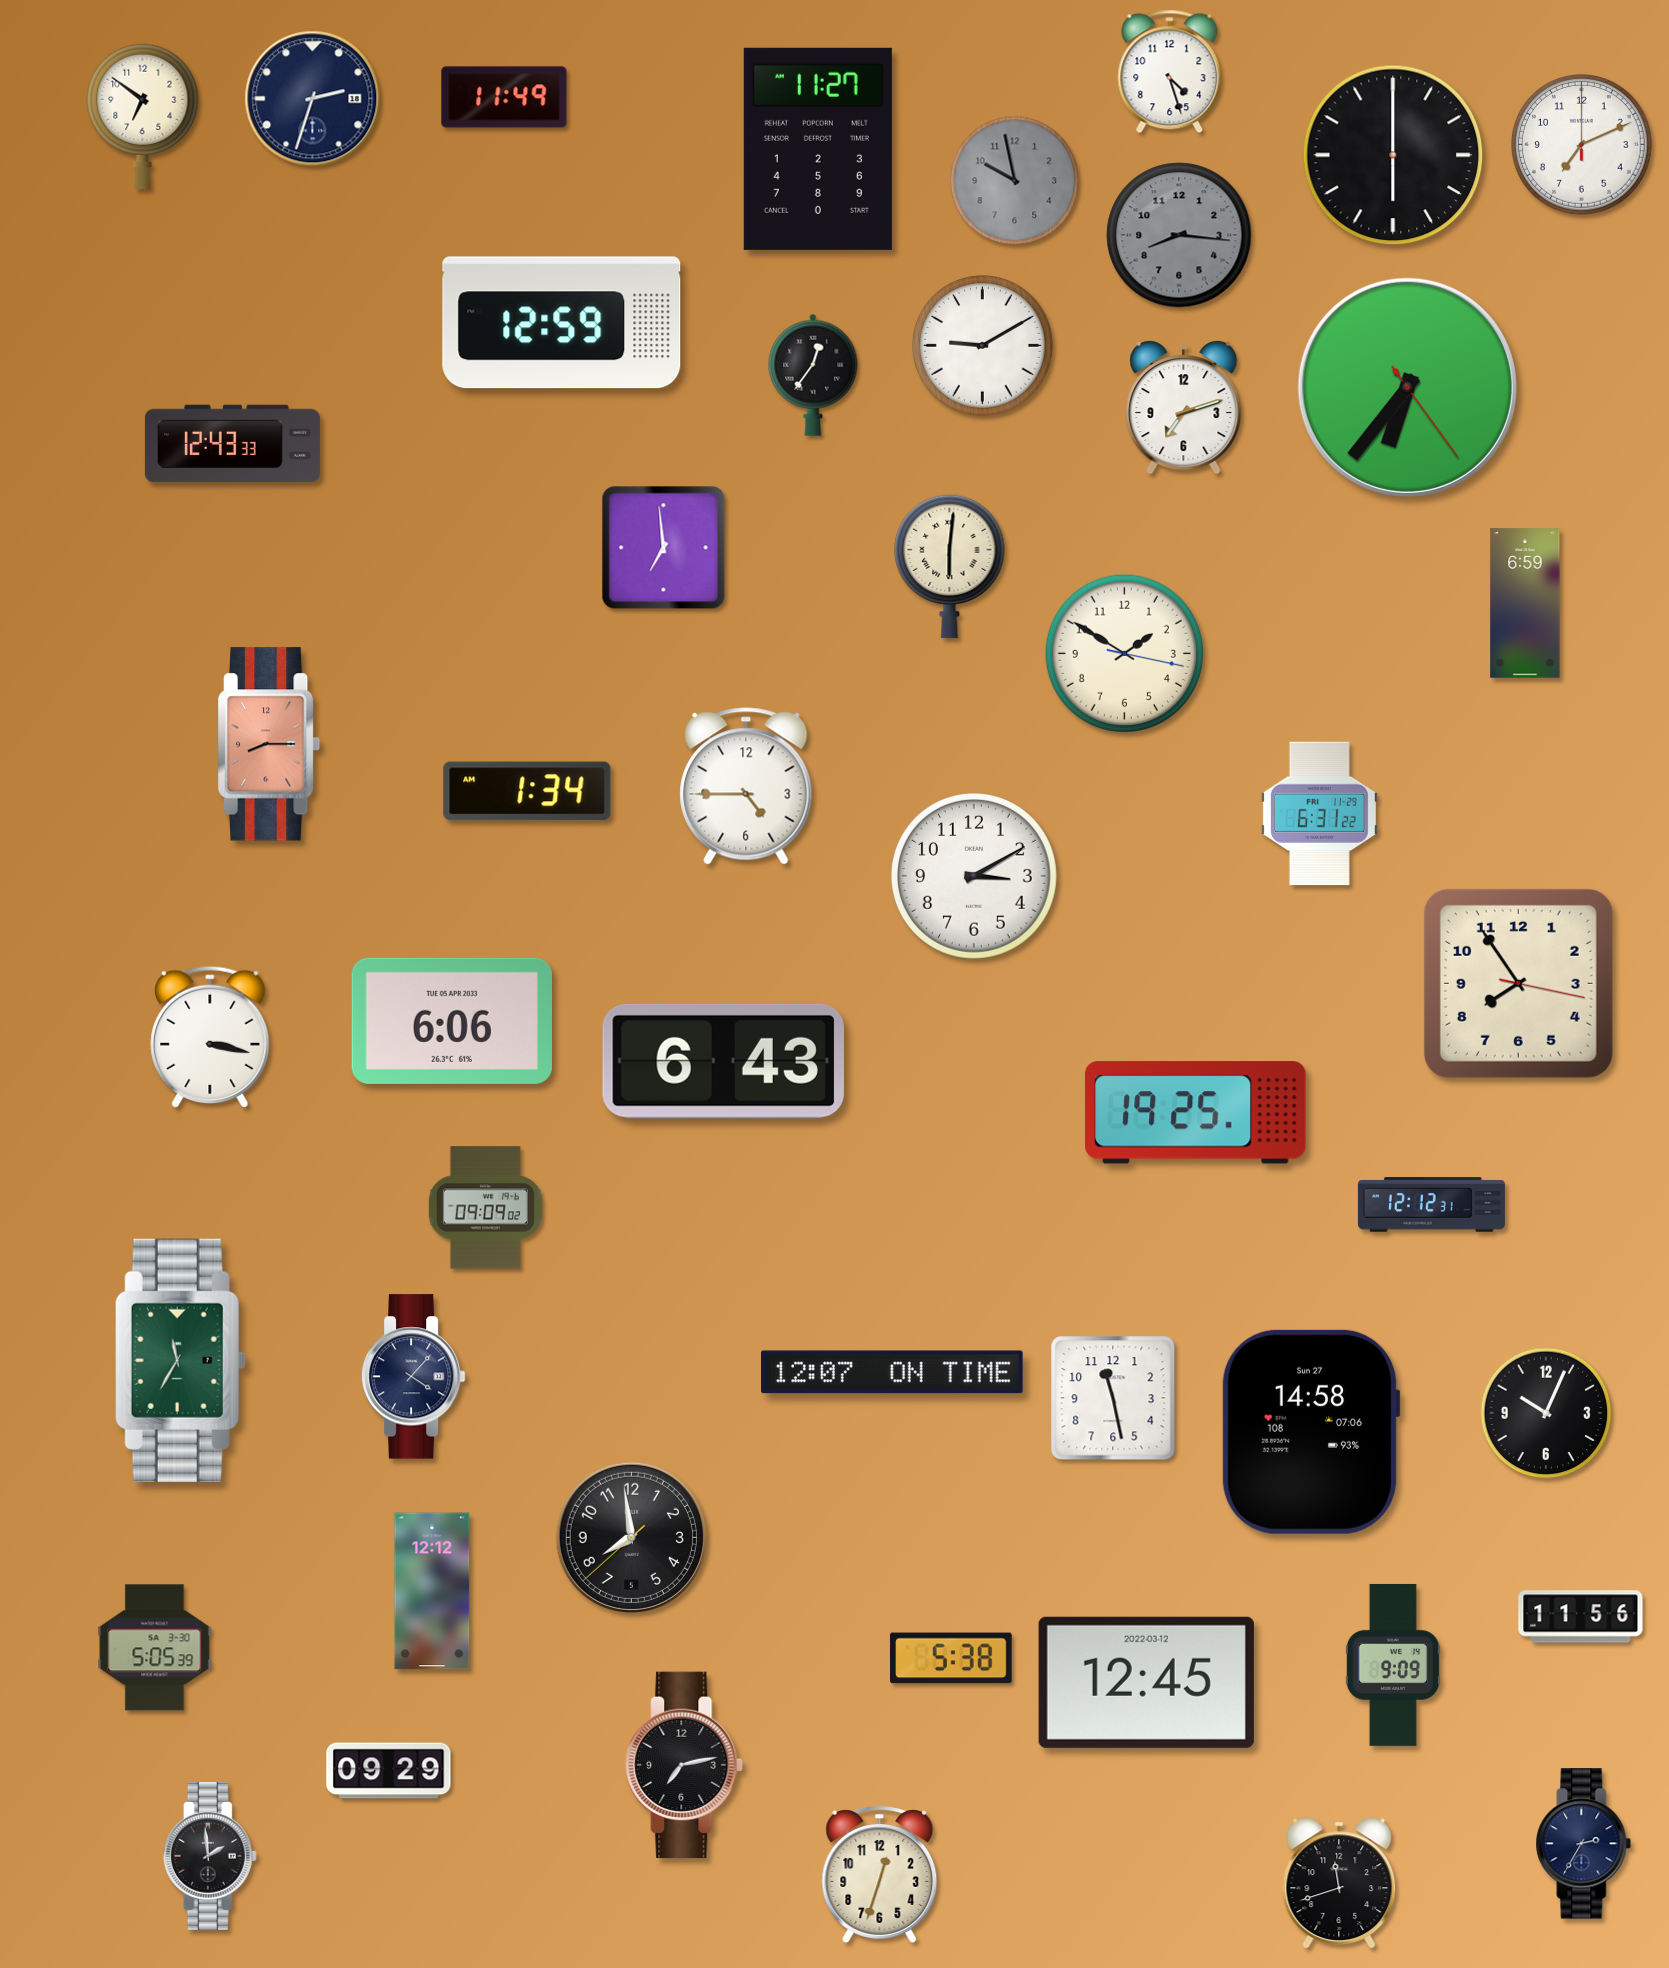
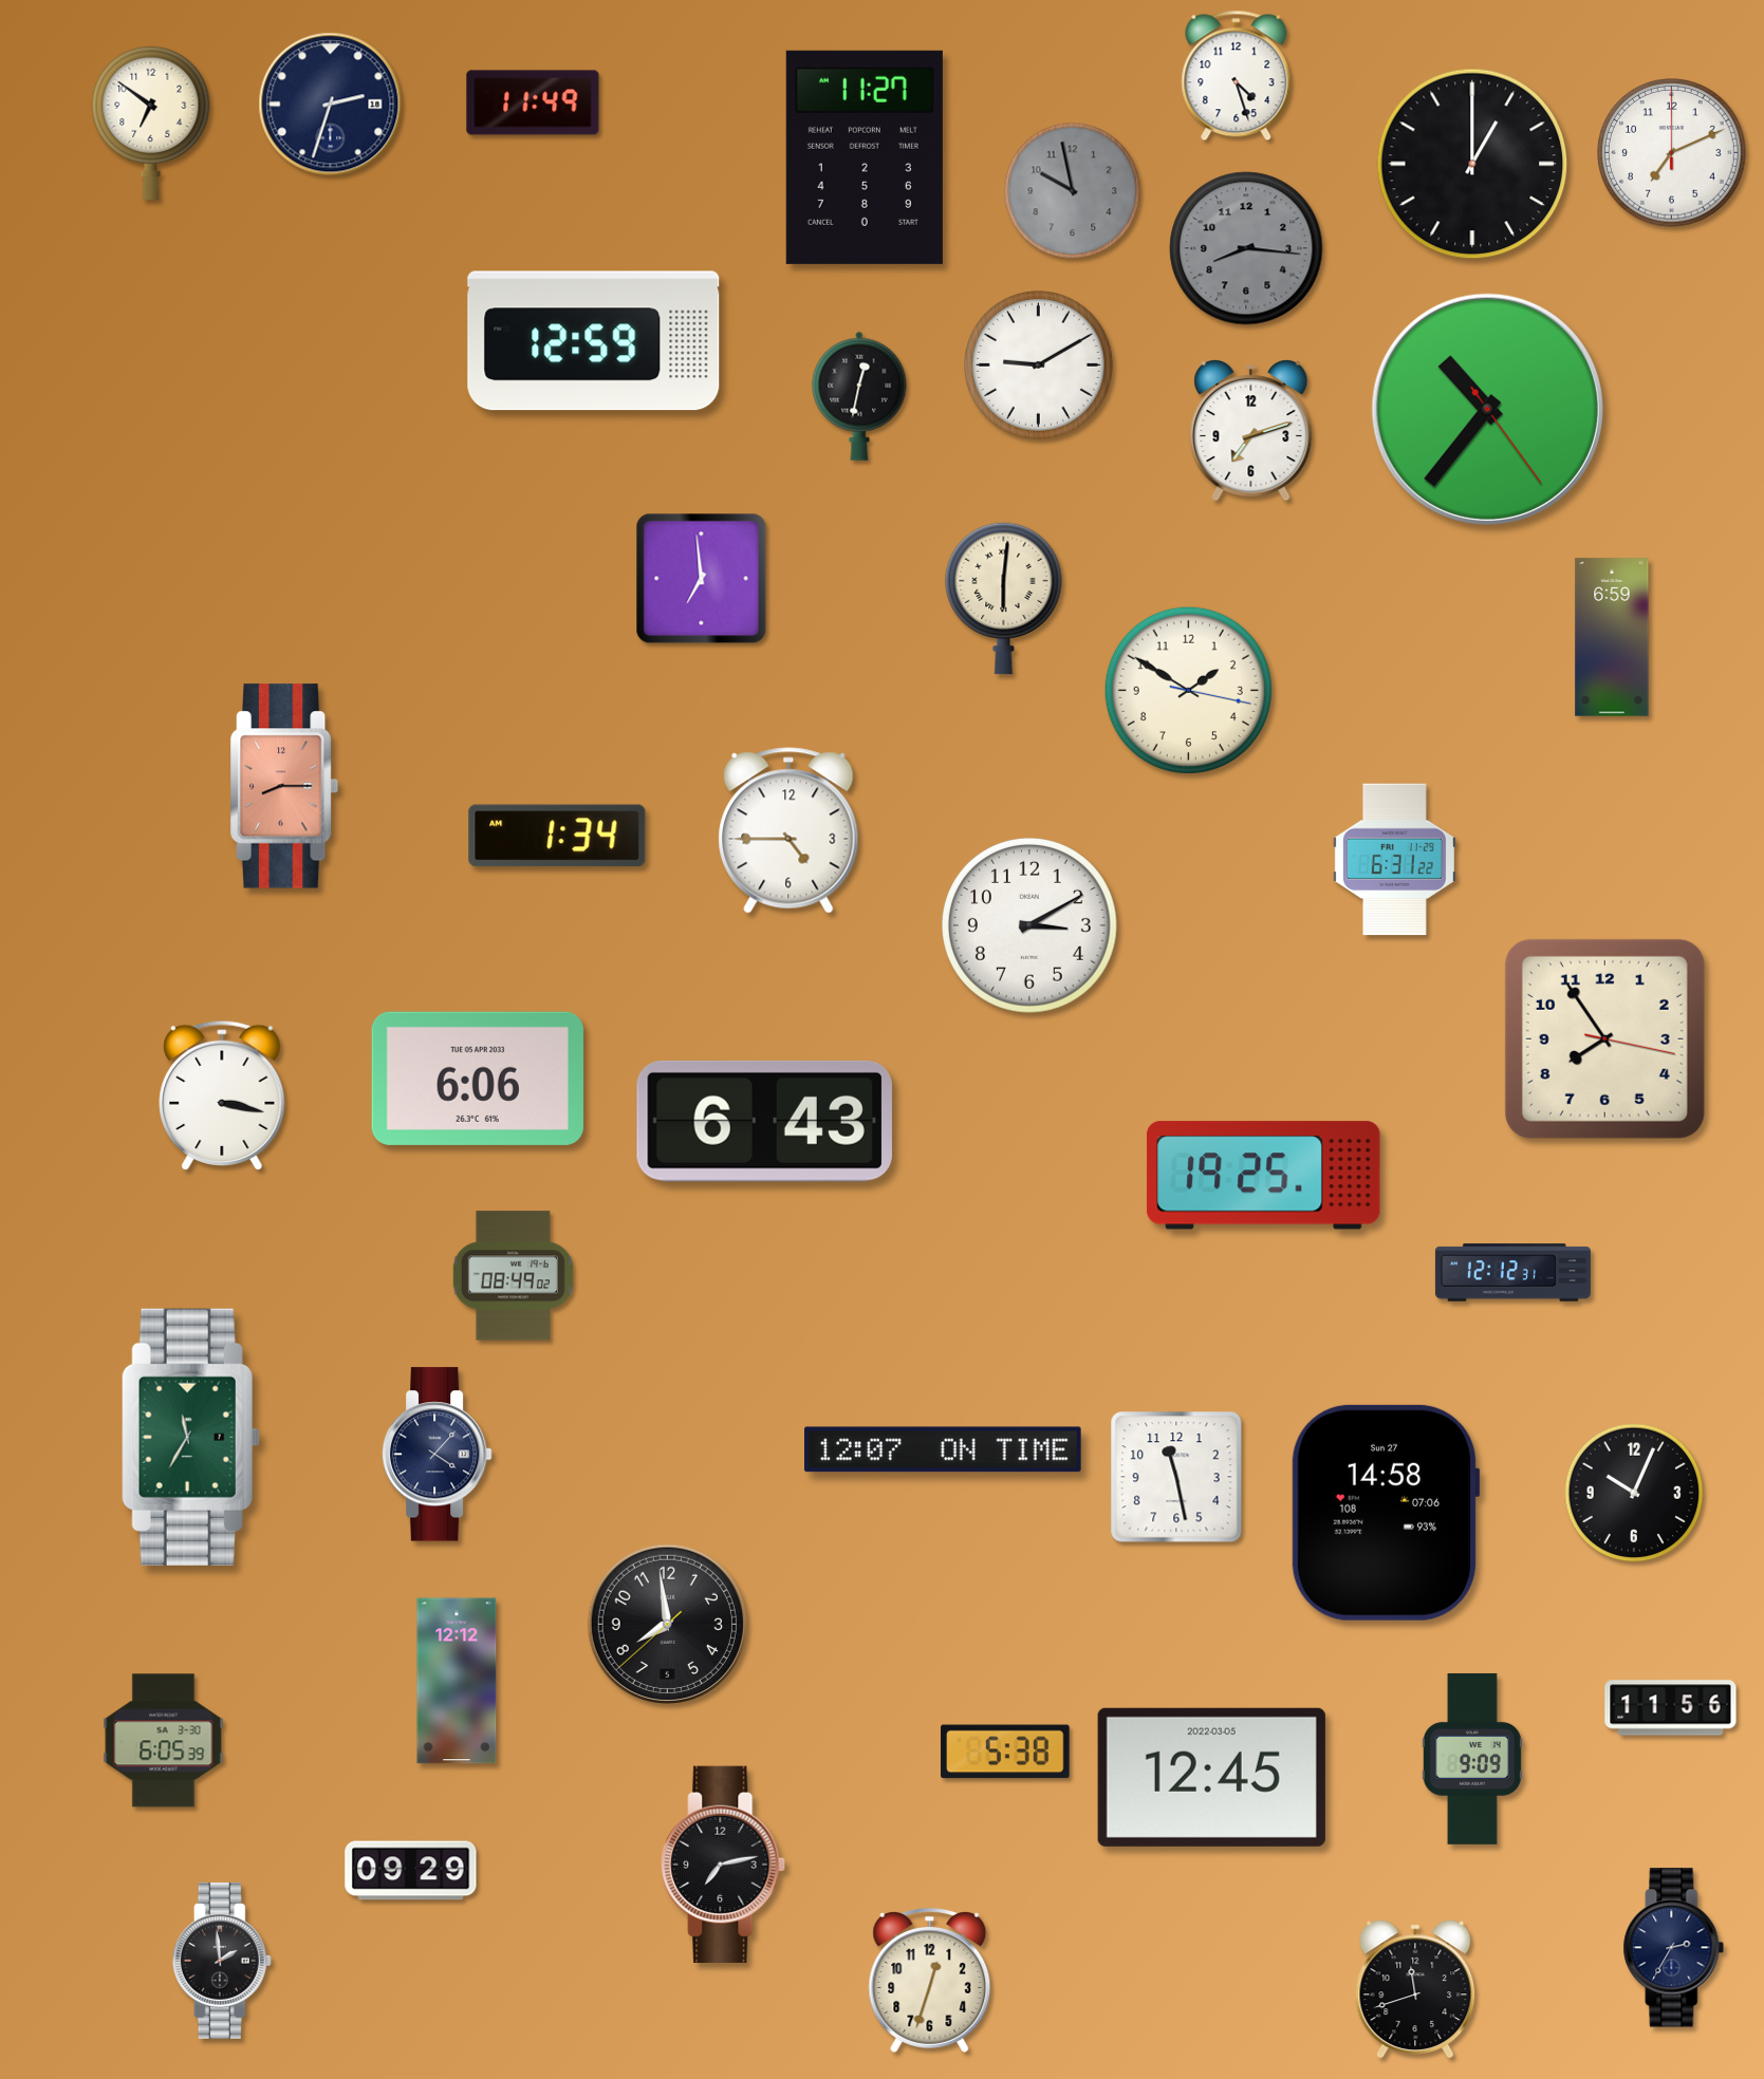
clock at (1393, 155): 6:00 -> 1:00
clock at (813, 375): 12:36 -> 12:32
clock at (1407, 387): 6:36 -> 10:36
clock at (232, 444): 12:43 -> none
clock at (485, 1208): 09:09 -> 08:49
clock at (155, 1648): 5:05 -> 6:05
clock at (1146, 1682) date: 2022-03-12 -> 2022-03-05
